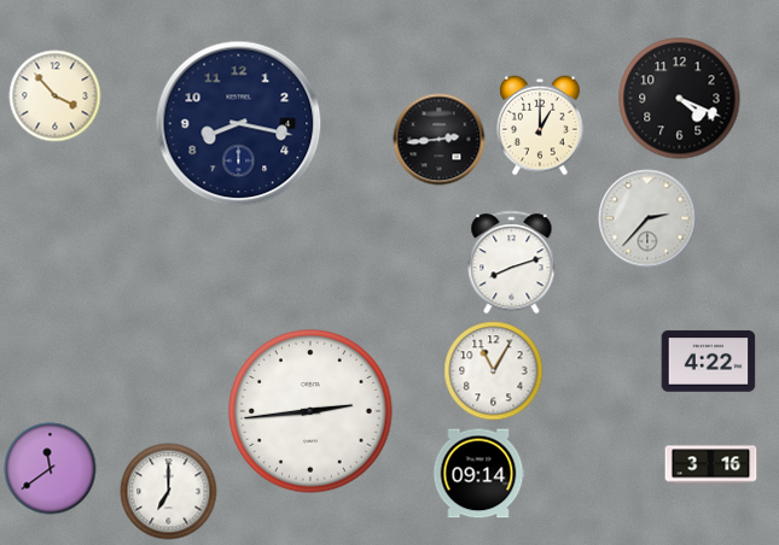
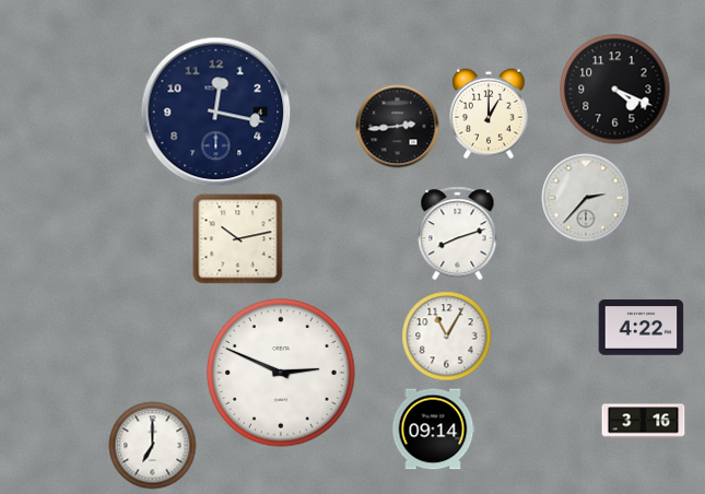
clock at (56, 96): 3:53 -> none
clock at (239, 124): 8:17 -> 12:17
clock at (512, 263) position: (512, 263) -> (458, 234)
clock at (238, 239): none -> 10:13
clock at (310, 411): 2:44 -> 2:49
clock at (51, 469): 11:39 -> none
